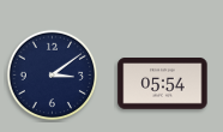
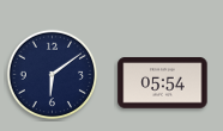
clock at (53, 76): 3:09 -> 6:09
